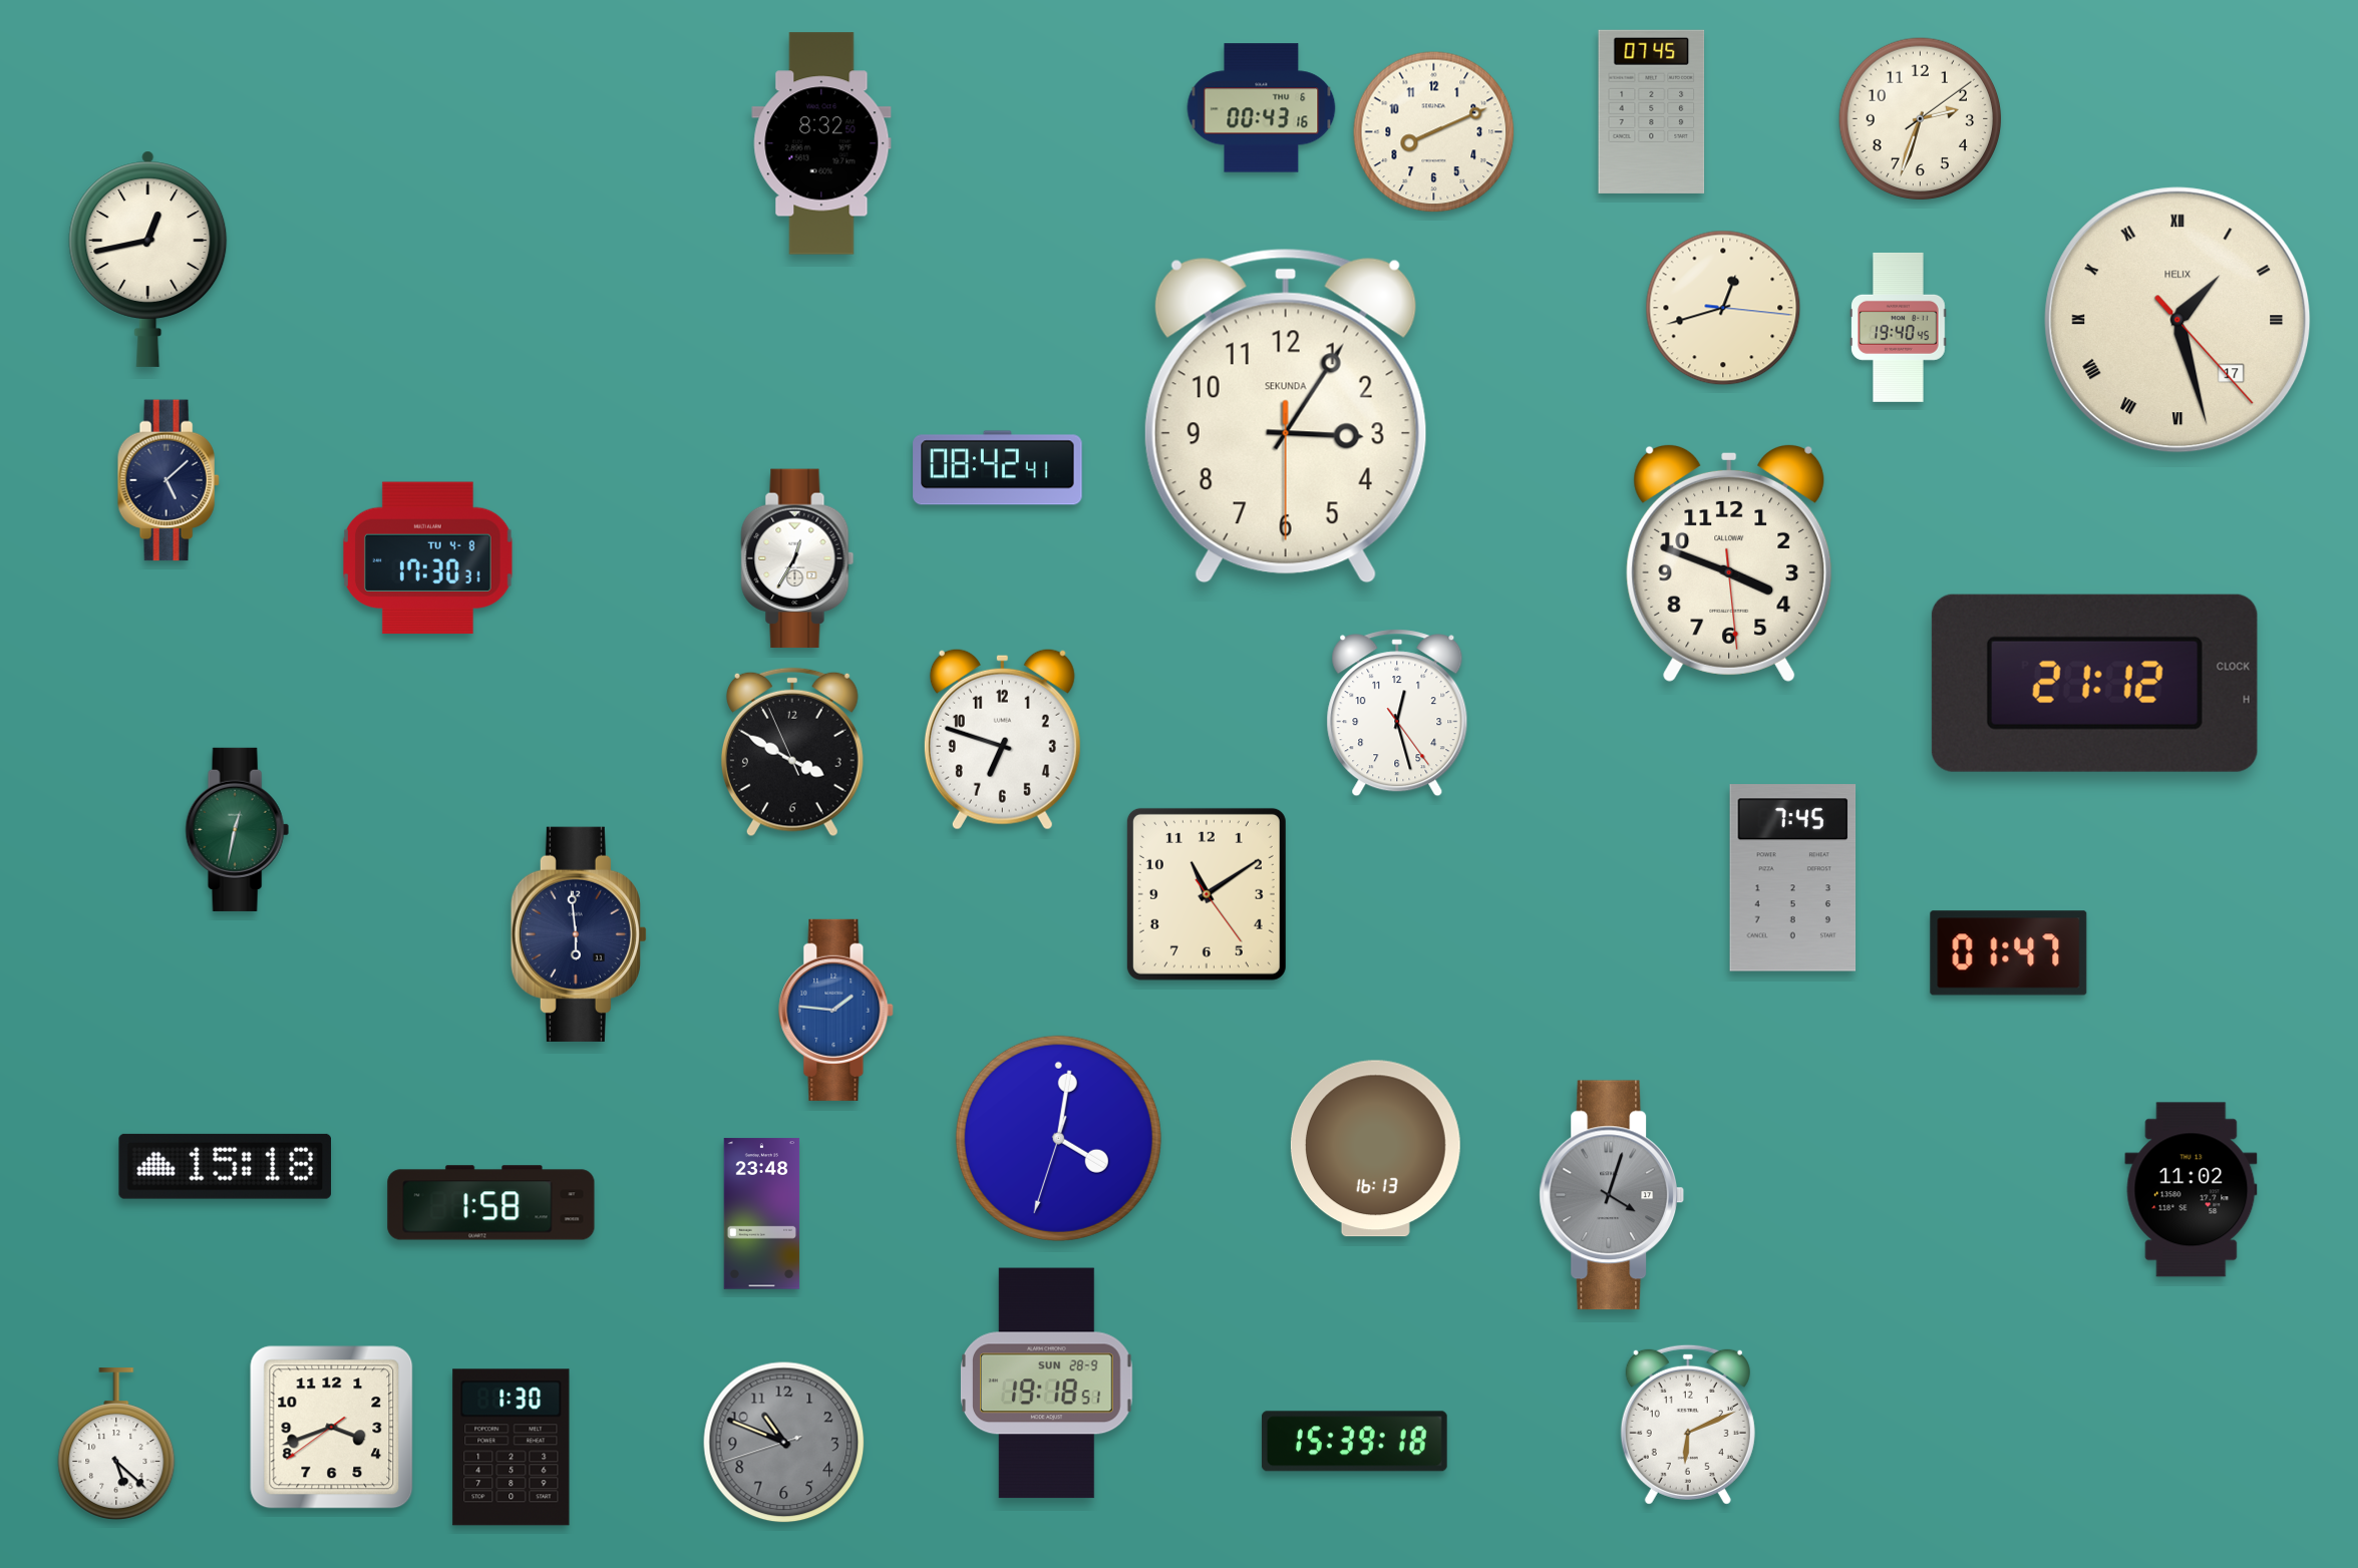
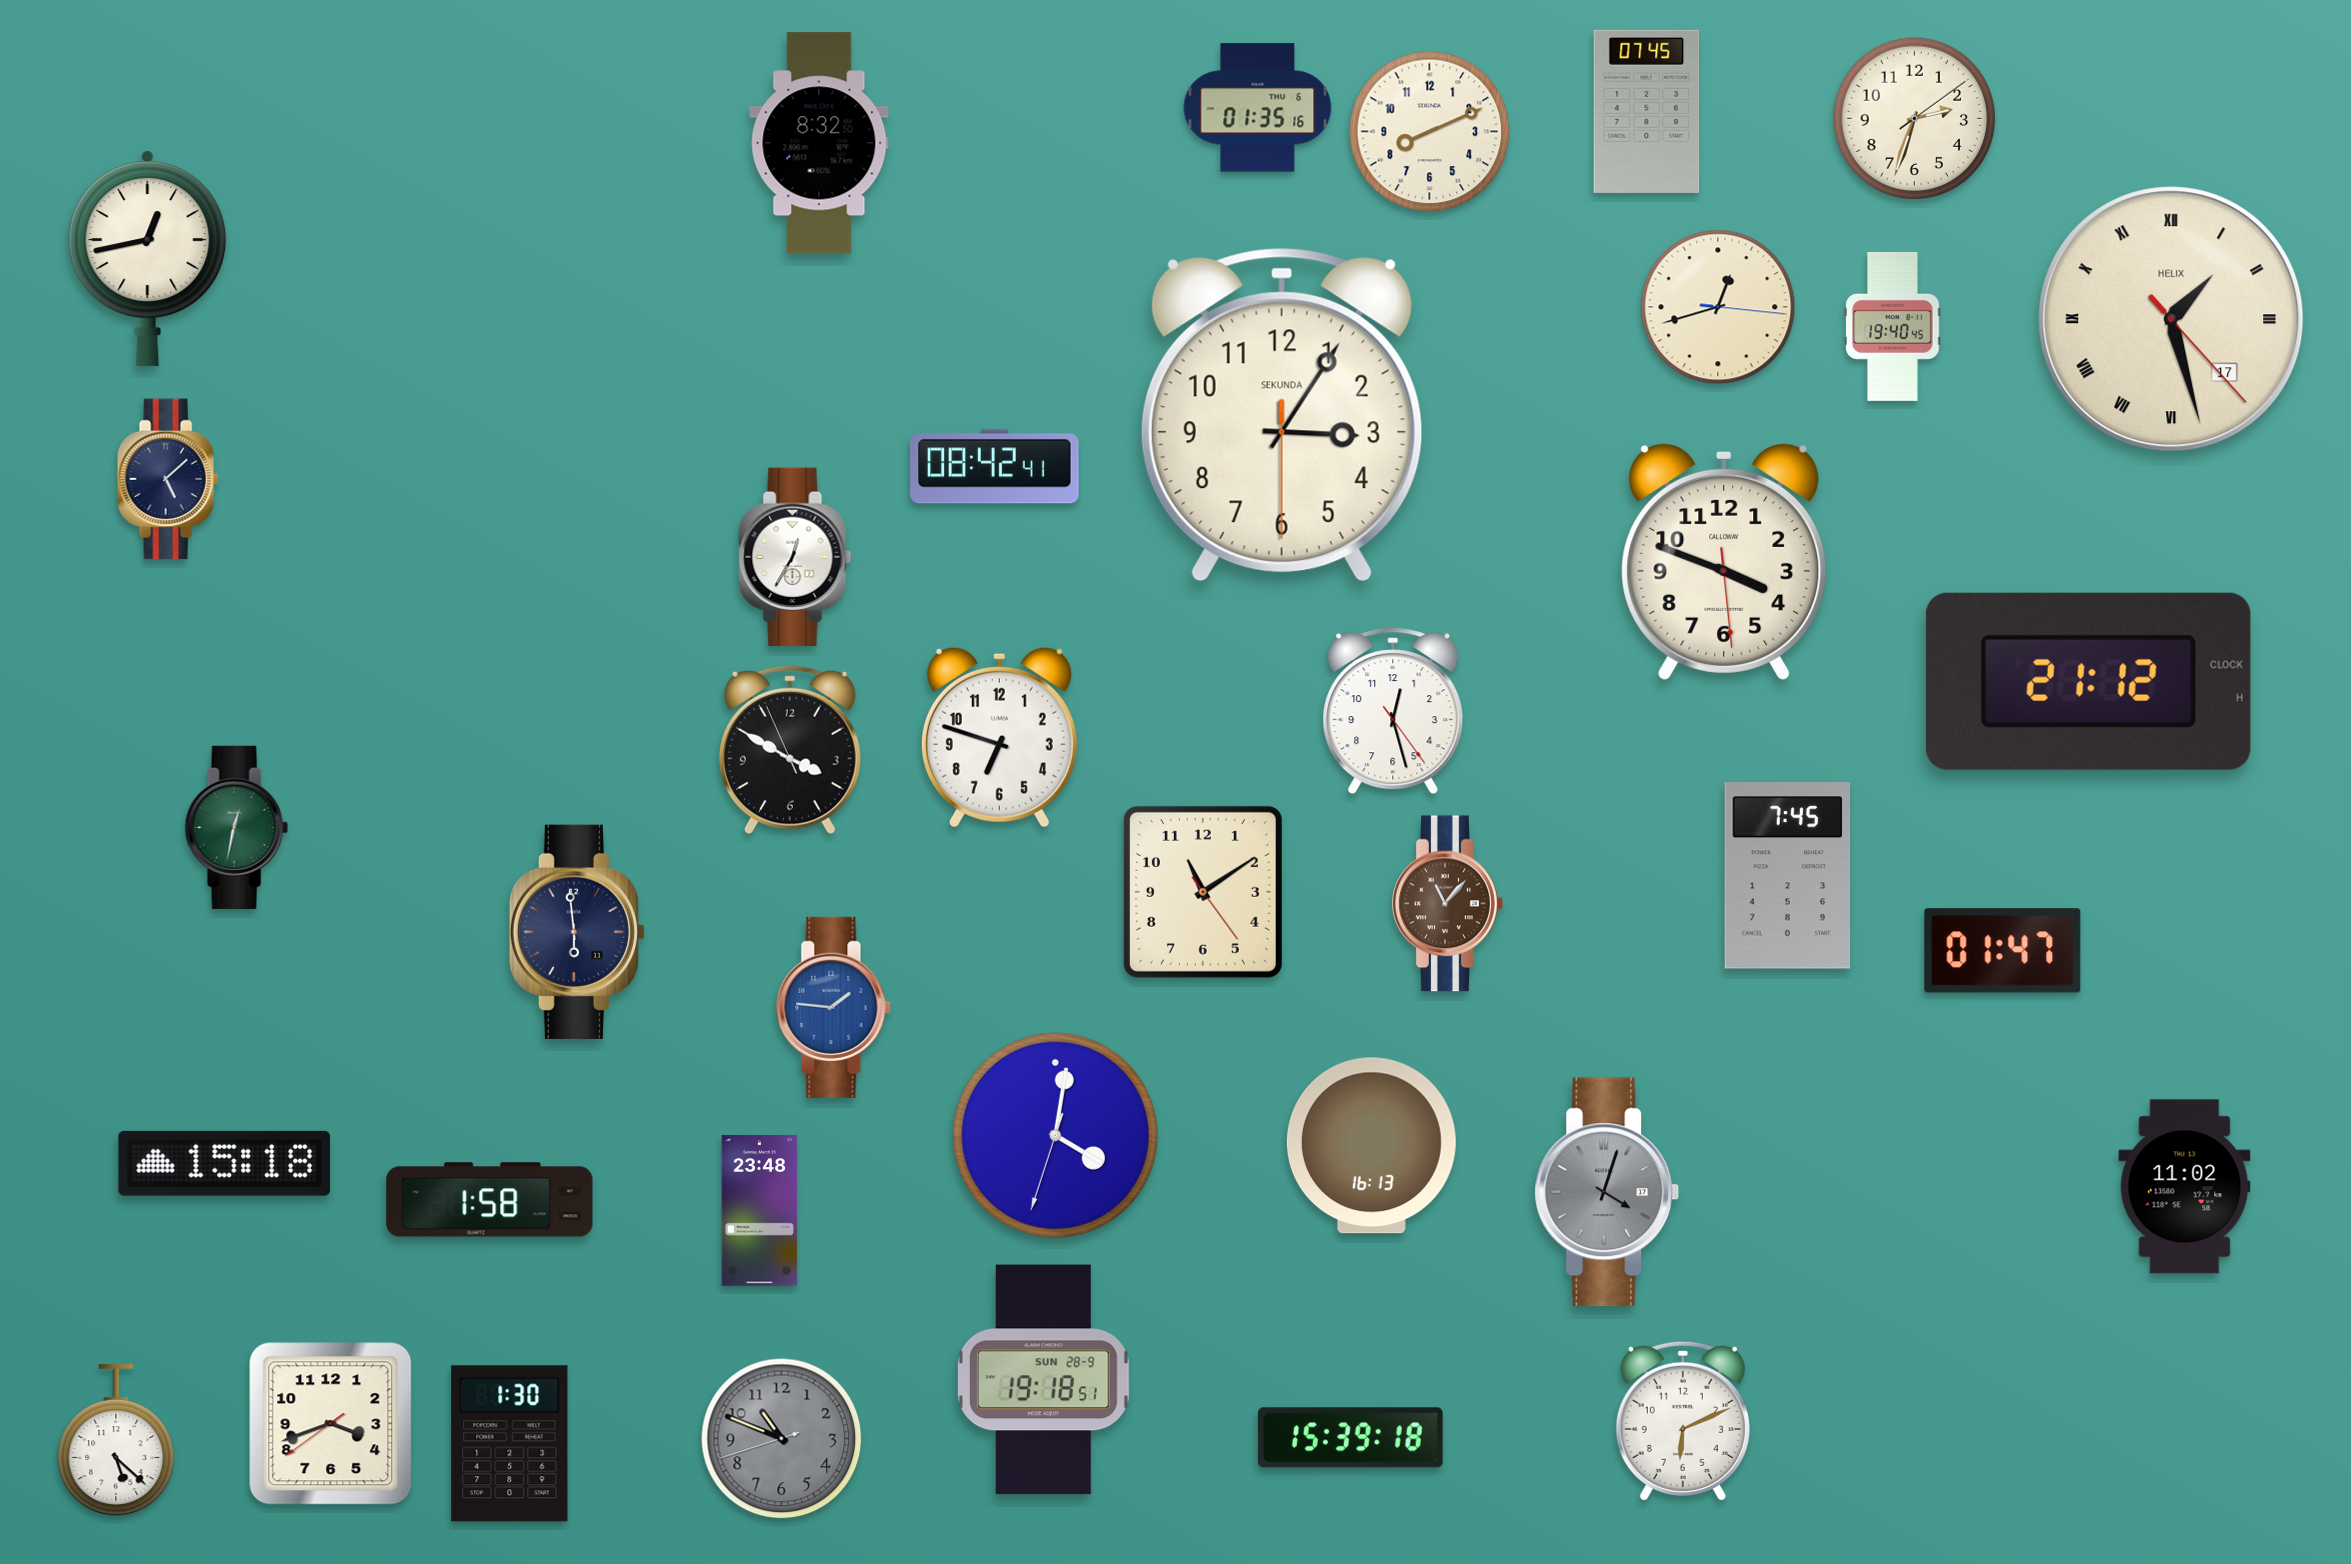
clock at (1262, 108): 00:43 -> 01:35
clock at (428, 558): 17:30 -> none
clock at (1448, 904): none -> 11:07
